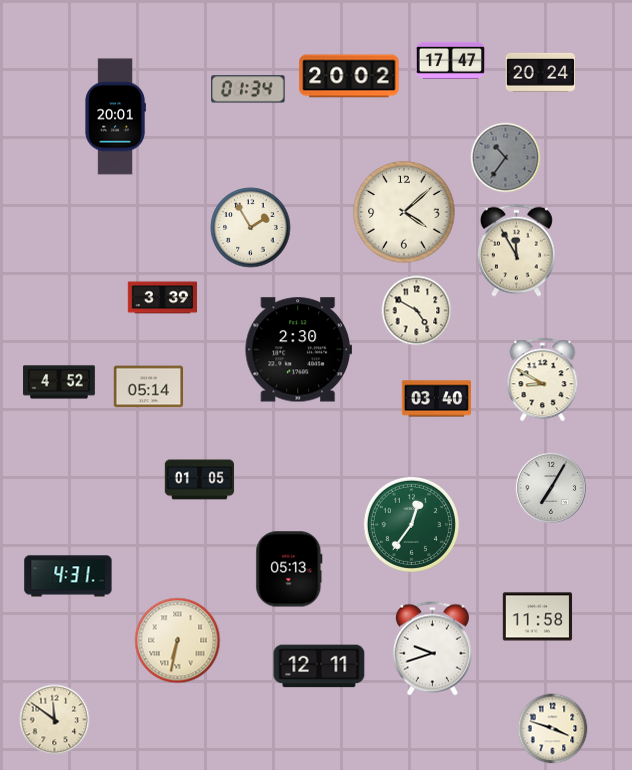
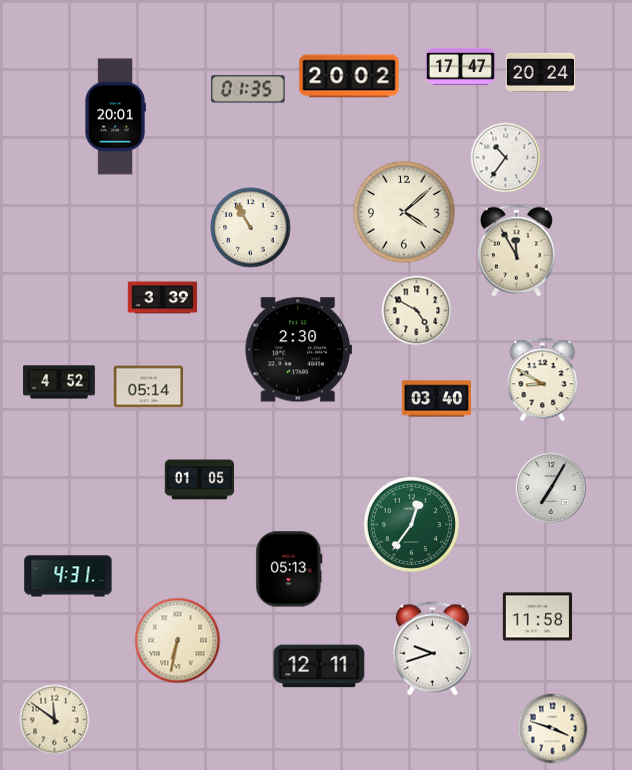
clock at (451, 60) position: (451, 60) -> (461, 66)
clock at (248, 89): 01:34 -> 01:35
clock at (506, 158) dial: grey -> white
clock at (251, 228): 1:55 -> 10:55
